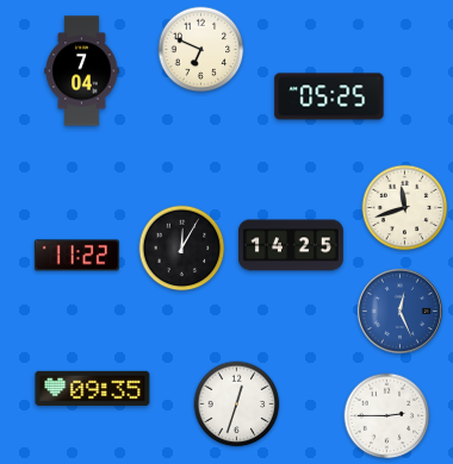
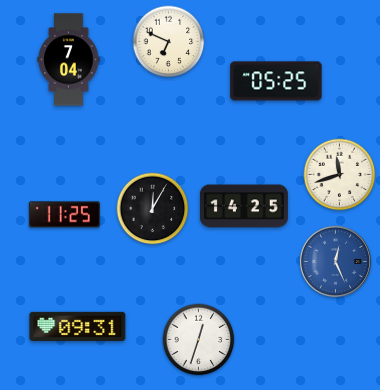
clock at (76, 256): 11:22 -> 11:25
clock at (93, 388): 09:35 -> 09:31
clock at (387, 416): 2:45 -> none
